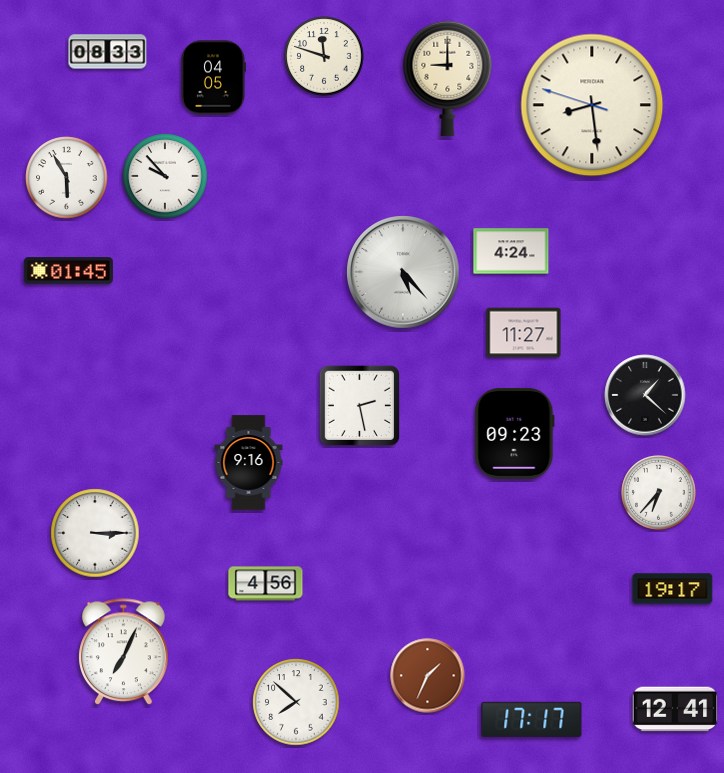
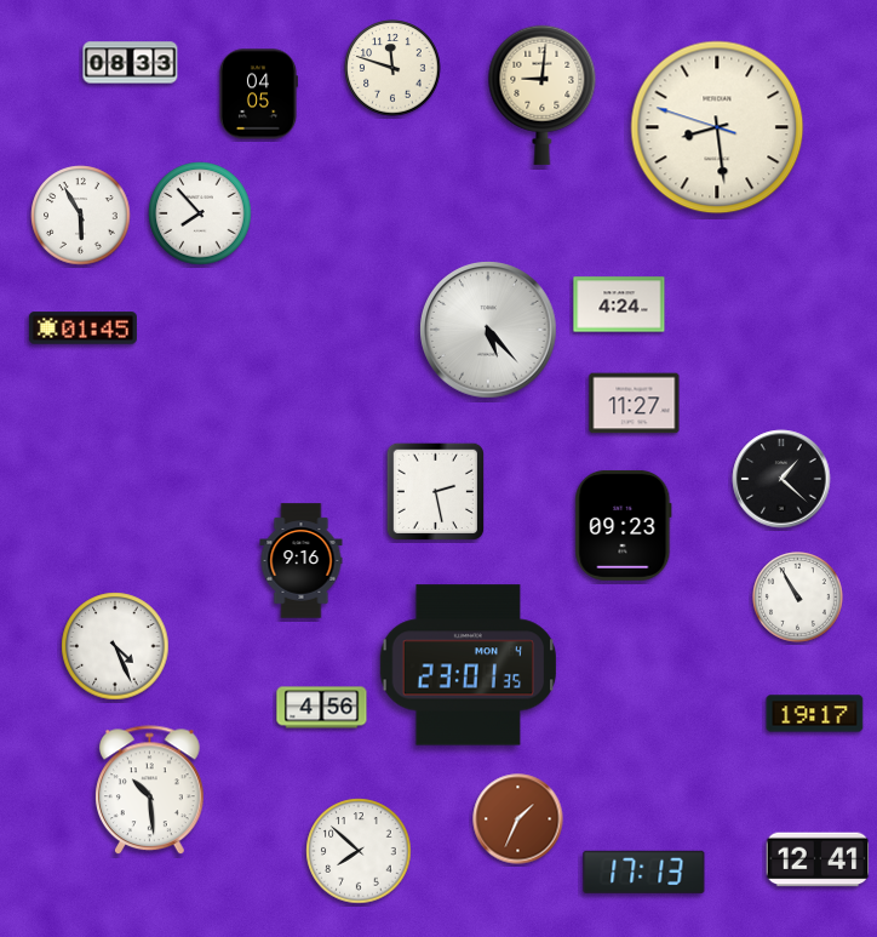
clock at (448, 78): 9:00 -> 9:01
clock at (165, 176): 9:53 -> 7:53
clock at (659, 493): 6:37 -> 10:55
clock at (95, 533): 3:15 -> 4:26
clock at (468, 665): none -> 23:01
clock at (124, 652): 7:04 -> 10:29
clock at (532, 719): 17:17 -> 17:13
